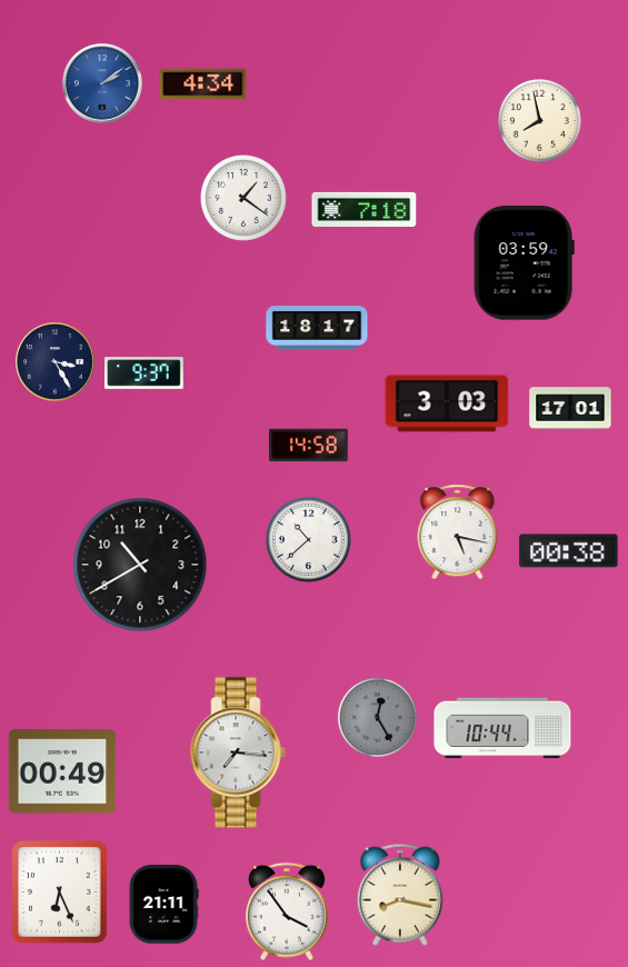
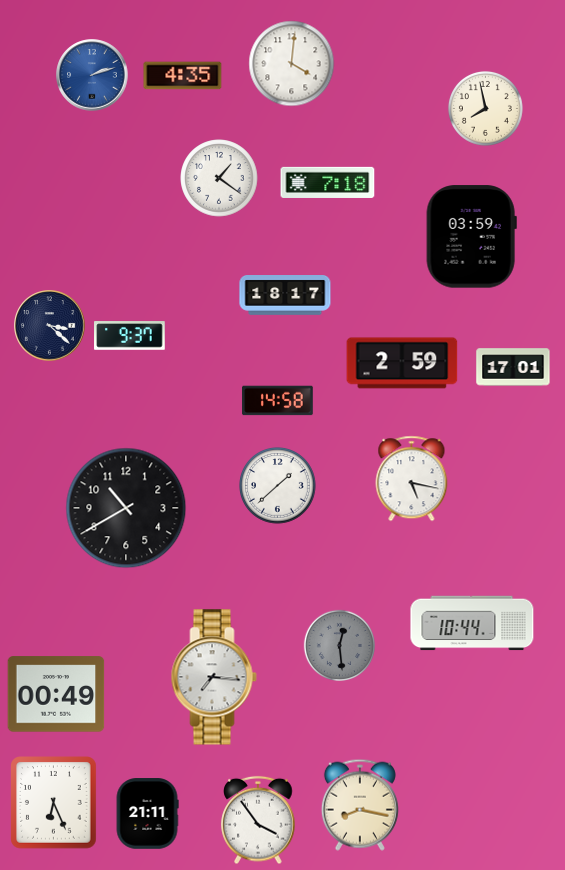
clock at (292, 64): none -> 4:01
clock at (102, 83): 2:09 -> 2:12
clock at (203, 84): 4:34 -> 4:35
clock at (365, 209) position: (365, 209) -> (328, 182)
clock at (56, 362): 3:25 -> 3:22
clock at (447, 403): 3:03 -> 2:59
clock at (309, 540): 10:38 -> 1:38
clock at (569, 551): 00:38 -> none
clock at (377, 717): 12:25 -> 12:29
clock at (502, 728) position: (502, 728) -> (472, 623)
